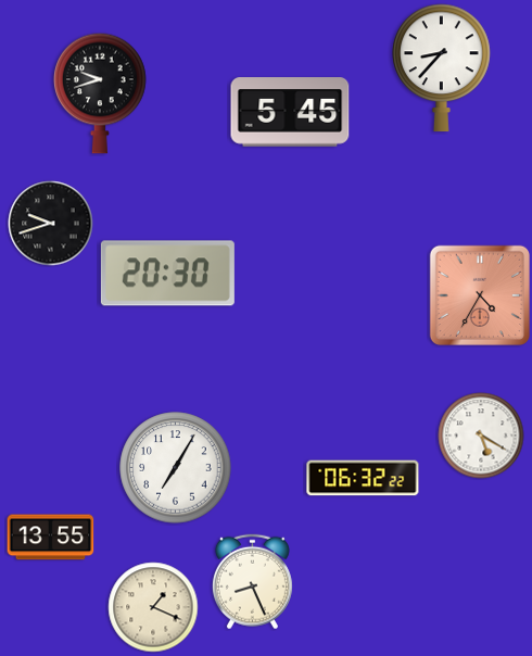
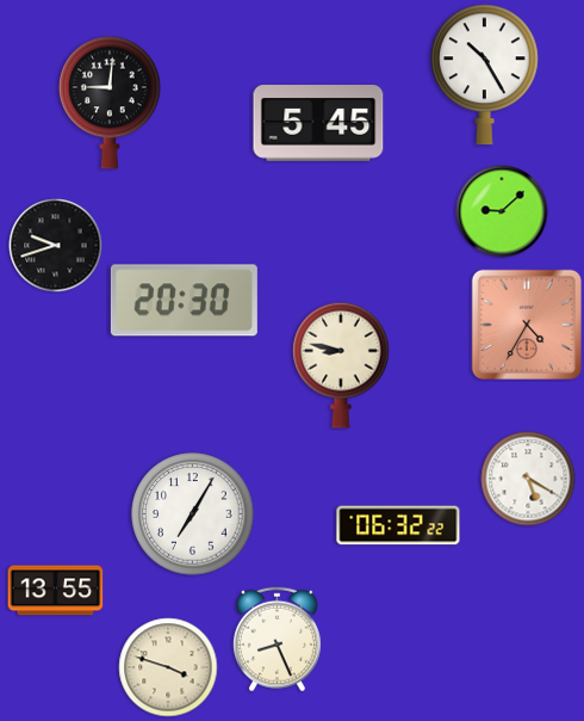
clock at (442, 68): 8:37 -> 10:25
clock at (100, 93): 9:42 -> 9:01
clock at (502, 211): none -> 9:08
clock at (341, 365): none -> 8:47
clock at (153, 607): 1:19 -> 3:48
